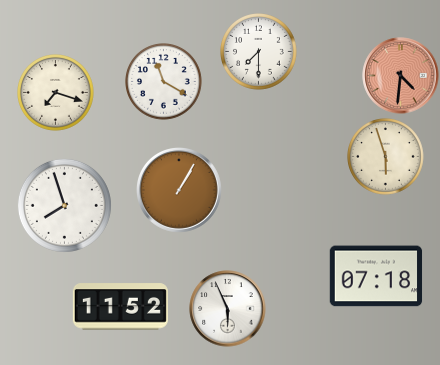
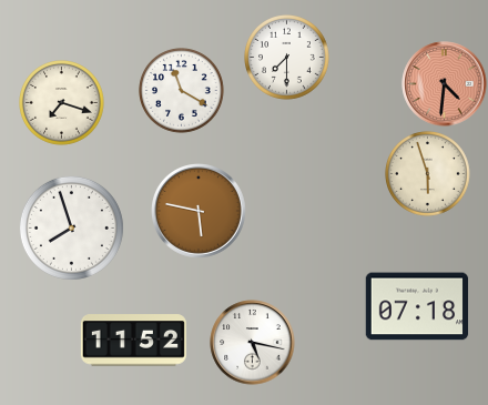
clock at (180, 191): 1:05 -> 5:47
clock at (228, 309): 5:56 -> 5:17
